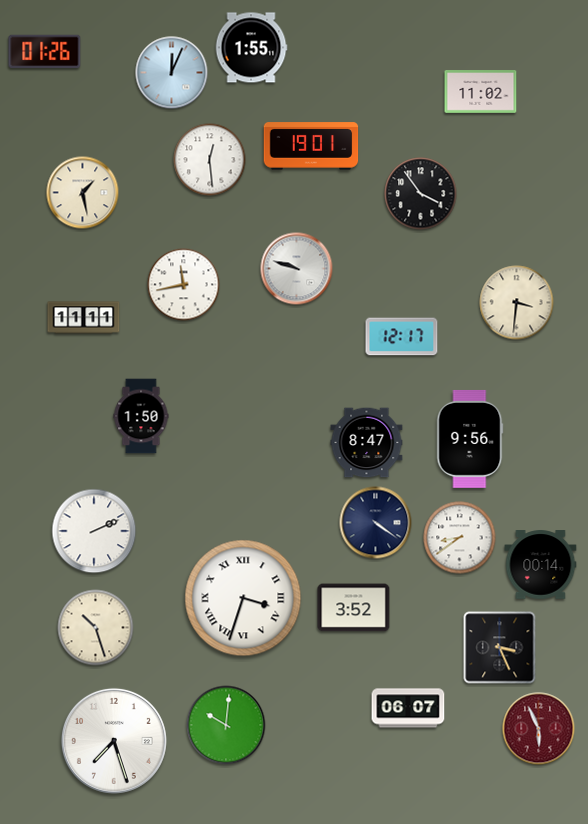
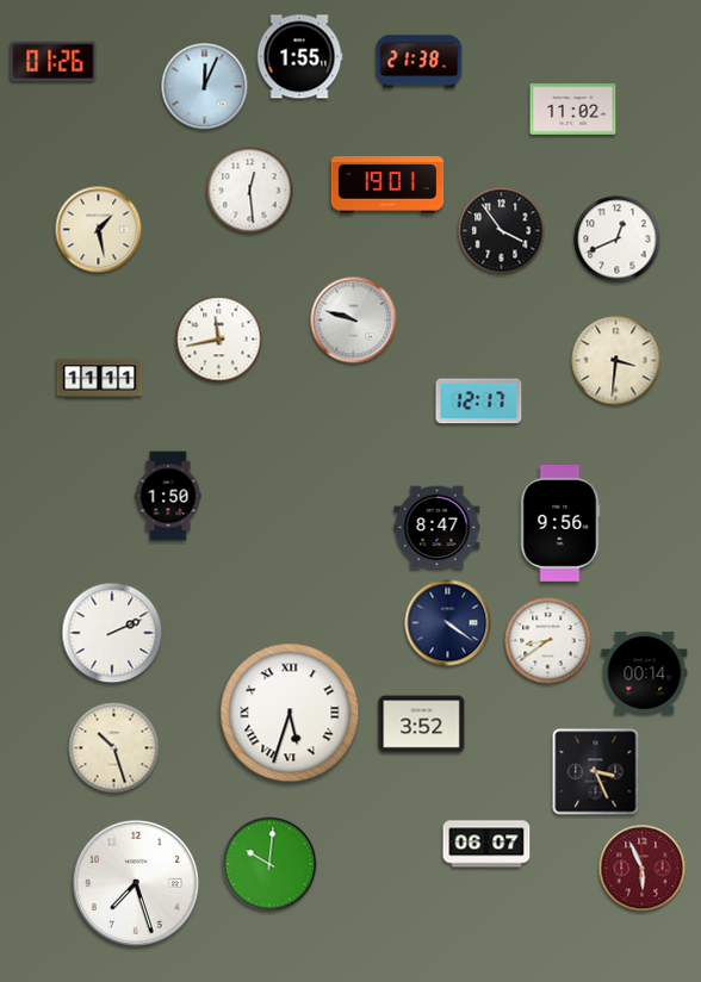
clock at (420, 62): none -> 21:38
clock at (311, 146) position: (311, 146) -> (387, 185)
clock at (618, 240): none -> 12:41
clock at (243, 598): 3:33 -> 5:33
